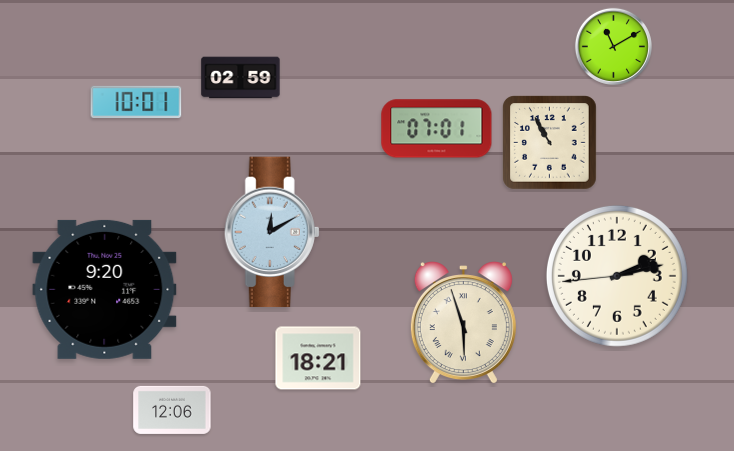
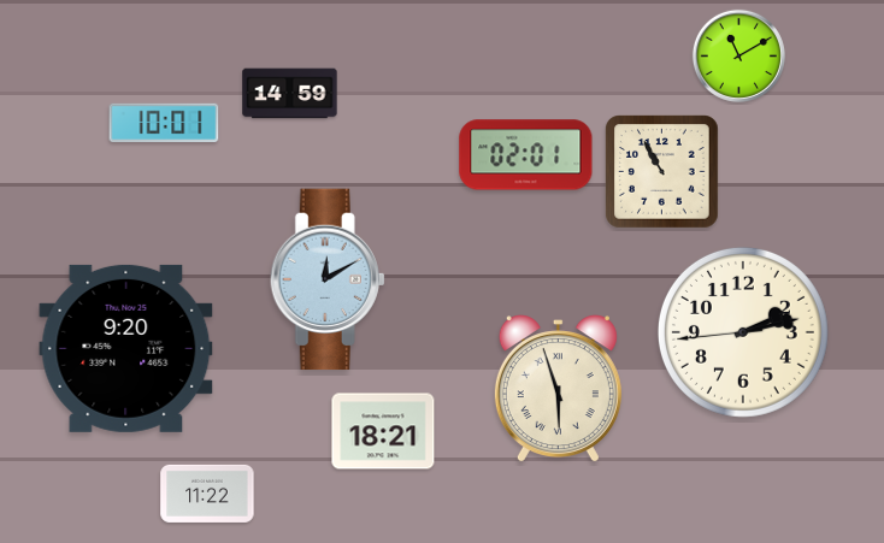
clock at (241, 78): 02:59 -> 14:59
clock at (437, 129): 07:01 -> 02:01
clock at (172, 410): 12:06 -> 11:22
